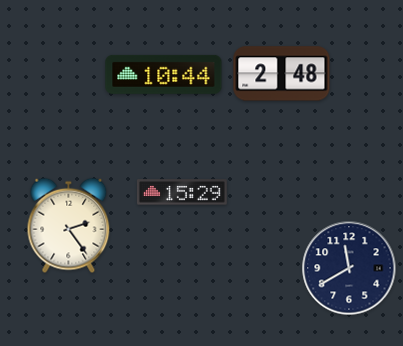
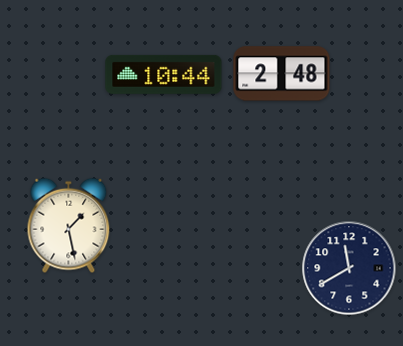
clock at (182, 192): 15:29 -> none
clock at (69, 226): 2:24 -> 1:28
